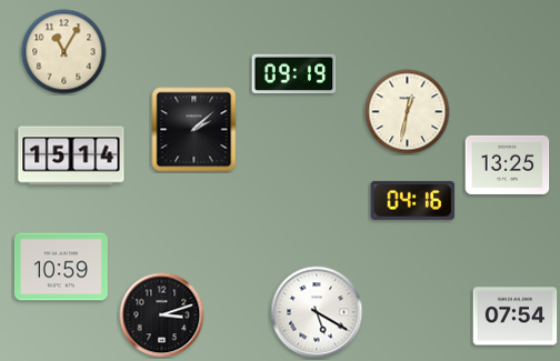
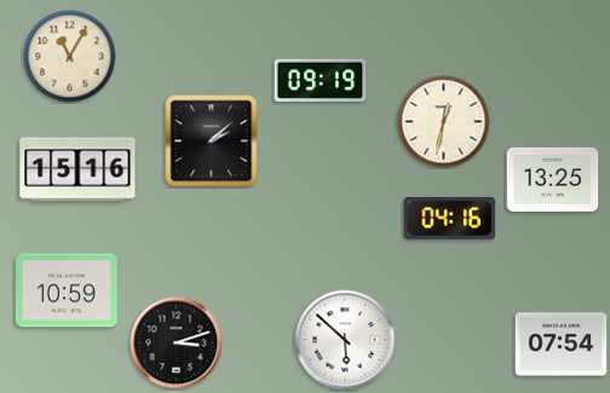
clock at (71, 156): 15:14 -> 15:16
clock at (317, 312): 5:20 -> 5:52
